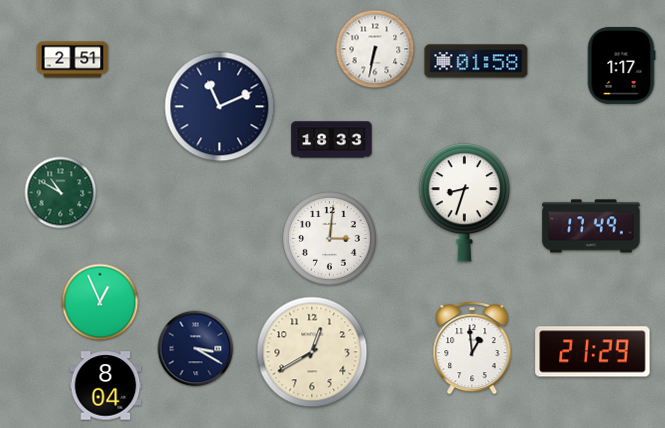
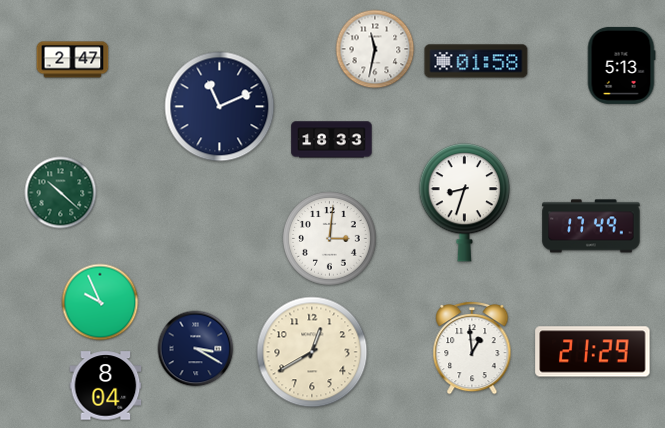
clock at (375, 49): 6:32 -> 11:32
clock at (73, 60): 2:51 -> 2:47
clock at (621, 65): 1:17 -> 5:13
clock at (61, 193): 10:50 -> 10:22
clock at (100, 302): 12:56 -> 9:56
